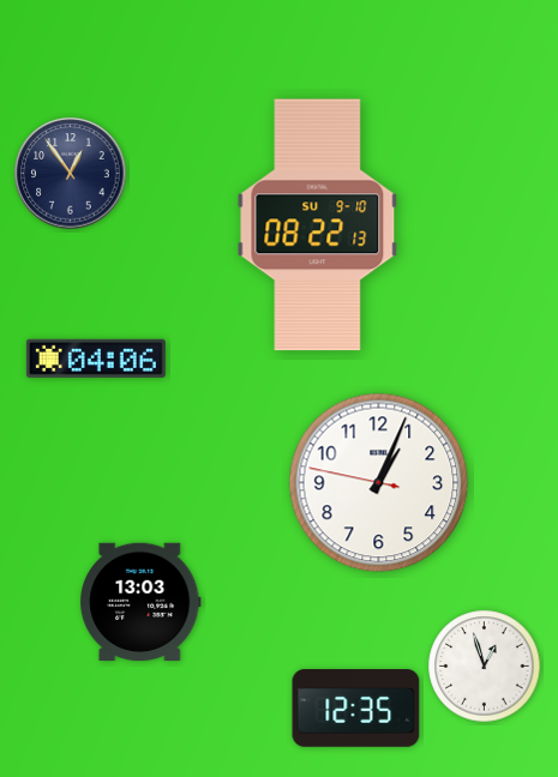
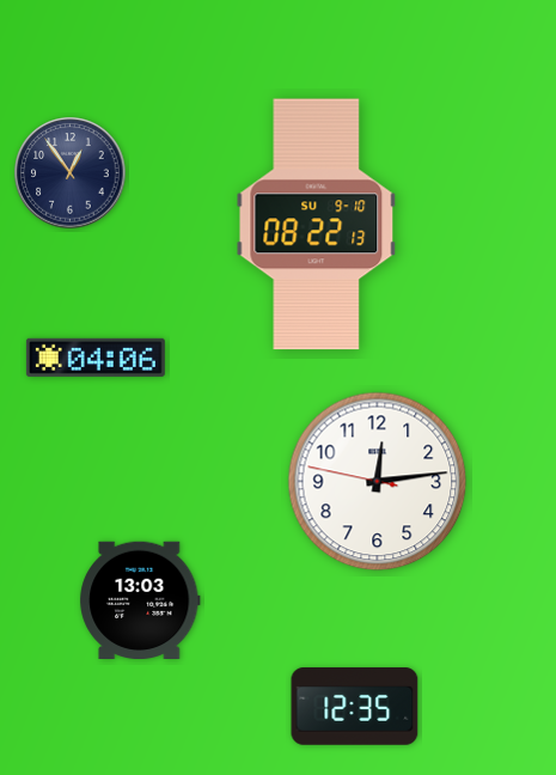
clock at (379, 483): 1:03 -> 12:13
clock at (485, 667): 12:57 -> none
